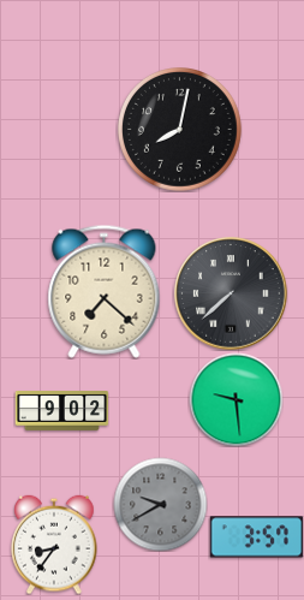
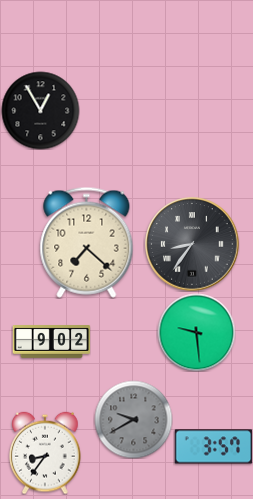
clock at (180, 130): 8:02 -> none
clock at (40, 110): none -> 12:55
clock at (231, 293): 7:38 -> 8:36
